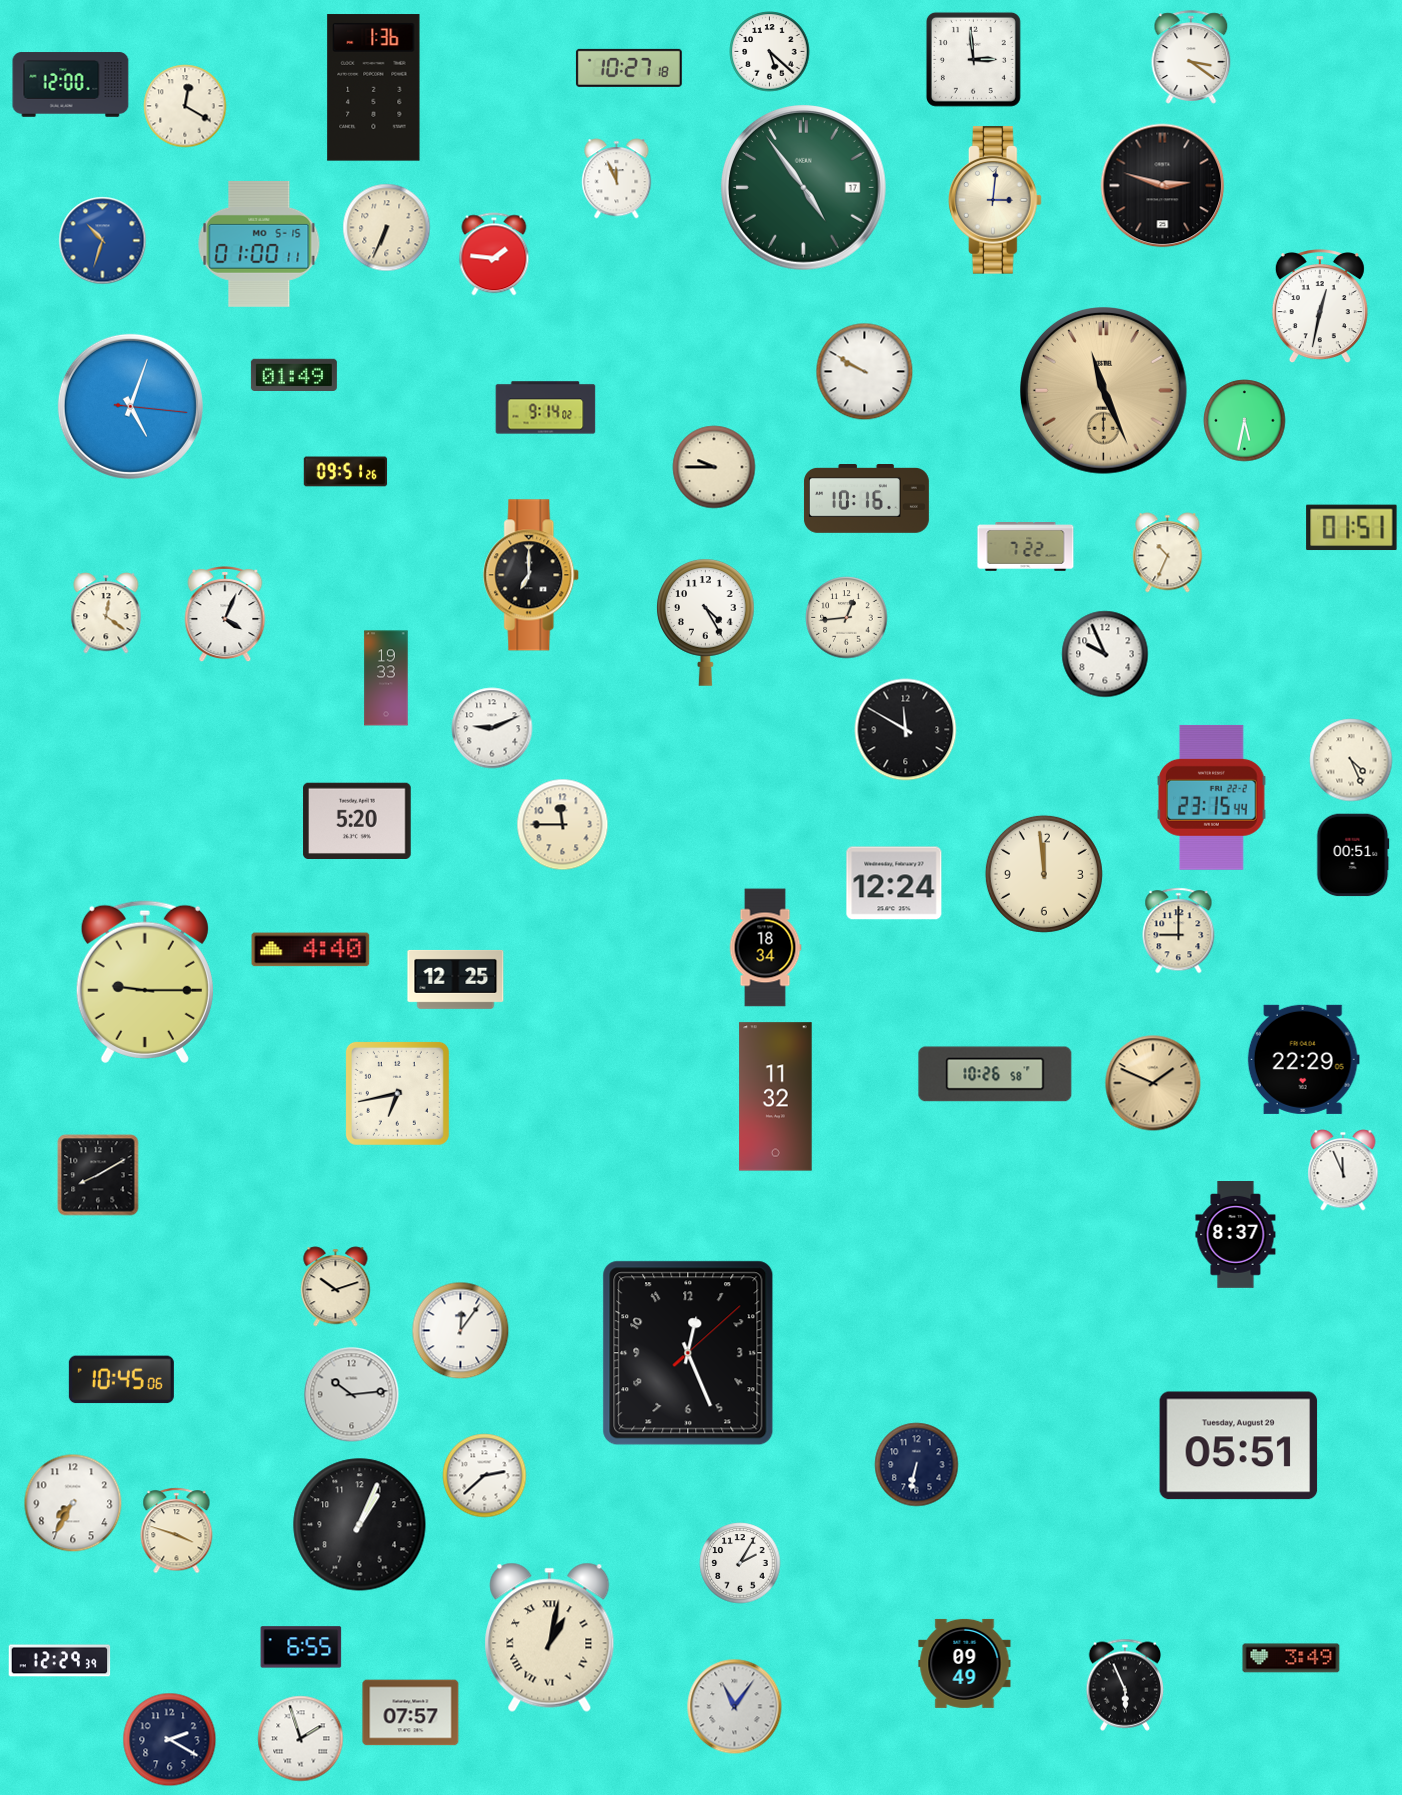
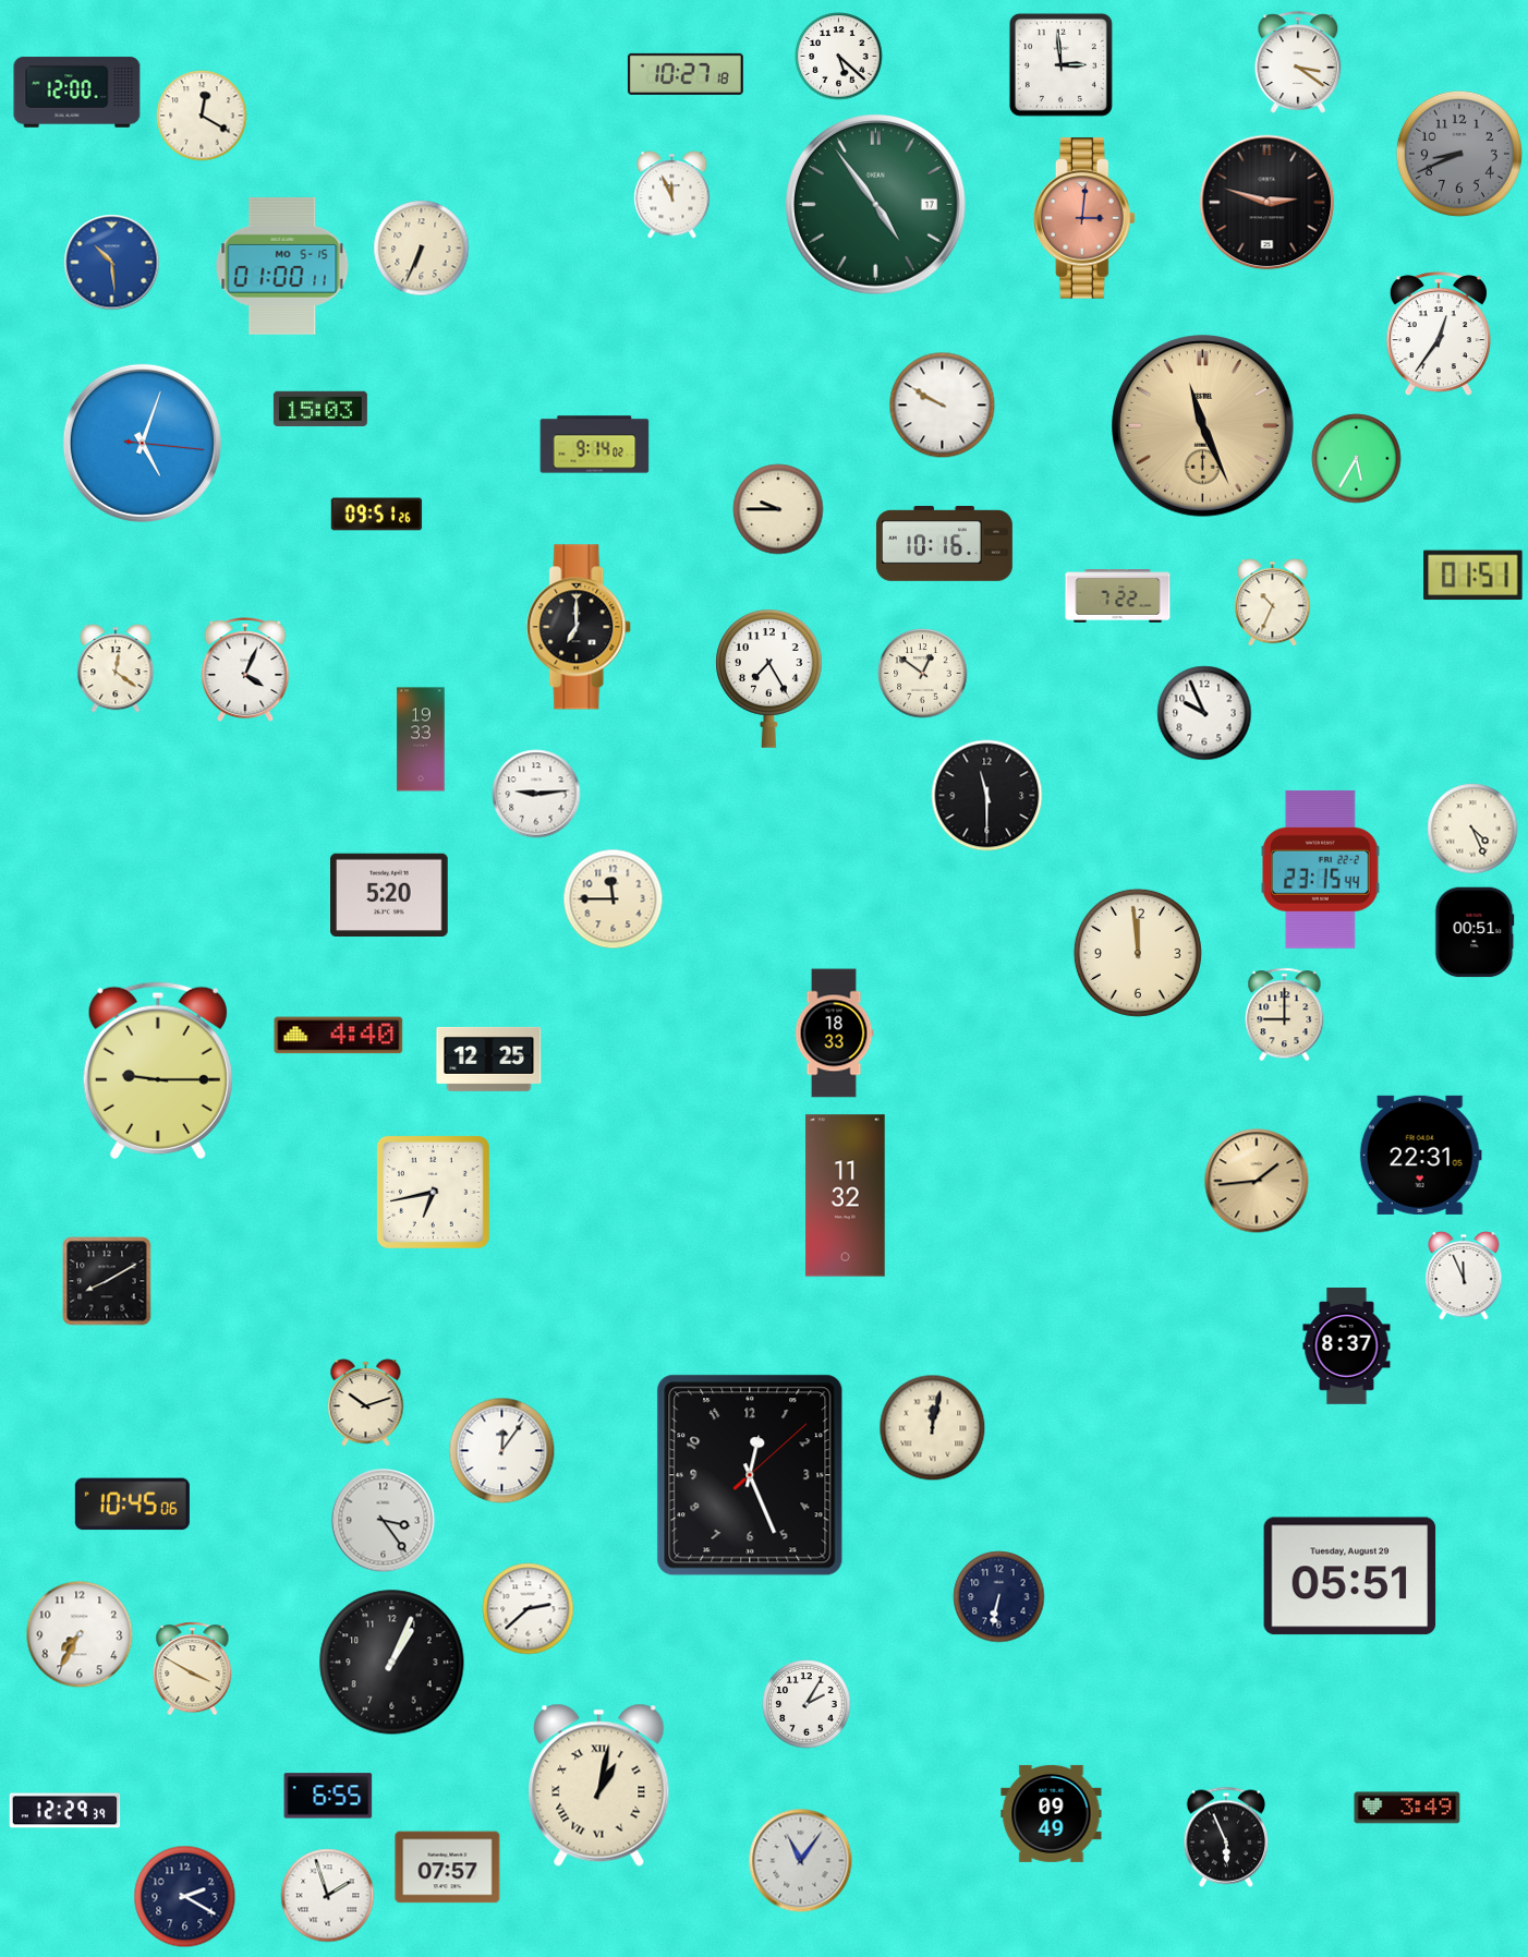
clock at (374, 88): 1:36 -> none
clock at (1459, 154): none -> 8:41
clock at (996, 200) dial: cream -> salmon
clock at (103, 241): 10:33 -> 10:29
clock at (494, 254): 1:46 -> none
clock at (1320, 307): 12:32 -> 12:36
clock at (294, 375): 01:49 -> 15:03
clock at (1245, 421): 5:32 -> 5:35
clock at (847, 618): 12:44 -> 12:51
clock at (706, 622): 4:25 -> 7:25
clock at (492, 728): 9:11 -> 9:14
clock at (906, 730): 11:50 -> 11:30
clock at (894, 883): 12:24 -> none
clock at (765, 948): 18:34 -> 18:33
clock at (456, 979) position: (456, 979) -> (489, 1059)
clock at (1303, 1059): 22:29 -> 22:31
clock at (995, 1074): 10:26 -> none
clock at (1153, 1083): 1:49 -> 1:44
clock at (933, 1428): none -> 12:02
clock at (352, 1395): 10:14 -> 3:24
clock at (73, 1503) position: (73, 1503) -> (80, 1634)
clock at (177, 1531): 3:48 -> 3:50
